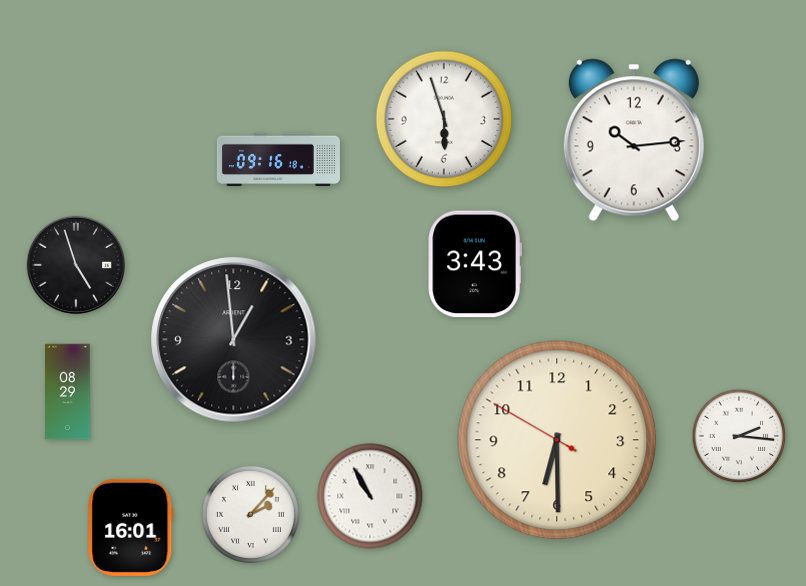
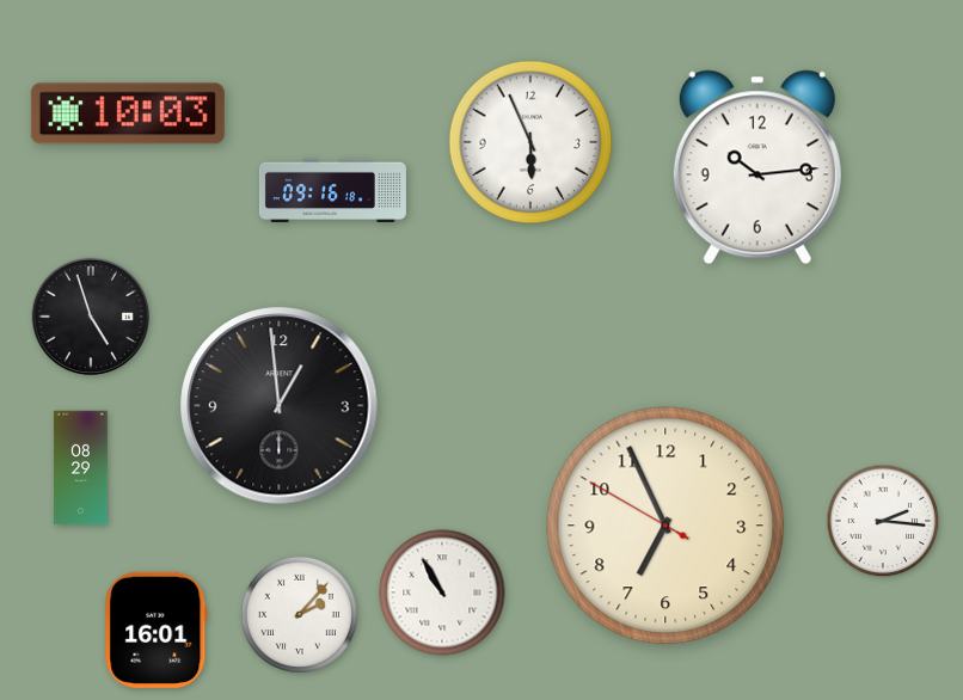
clock at (128, 113): none -> 10:03
clock at (444, 119): 5:57 -> 5:56
clock at (475, 264): 3:43 -> none
clock at (557, 440): 6:29 -> 6:55
